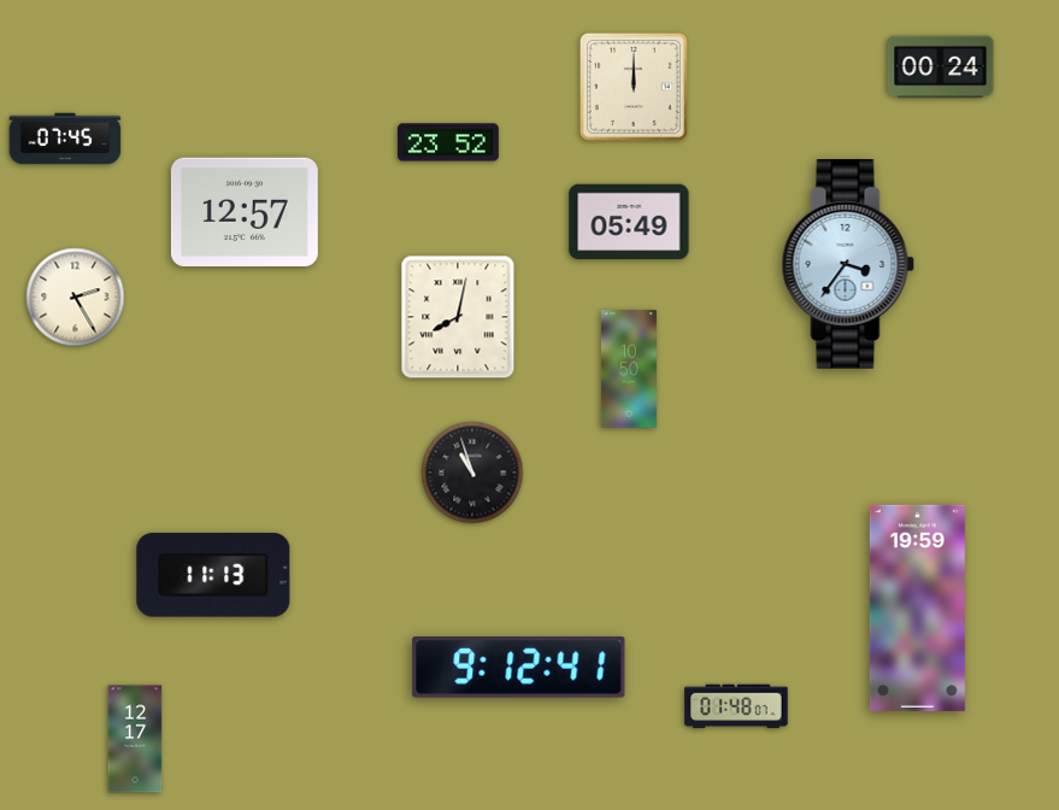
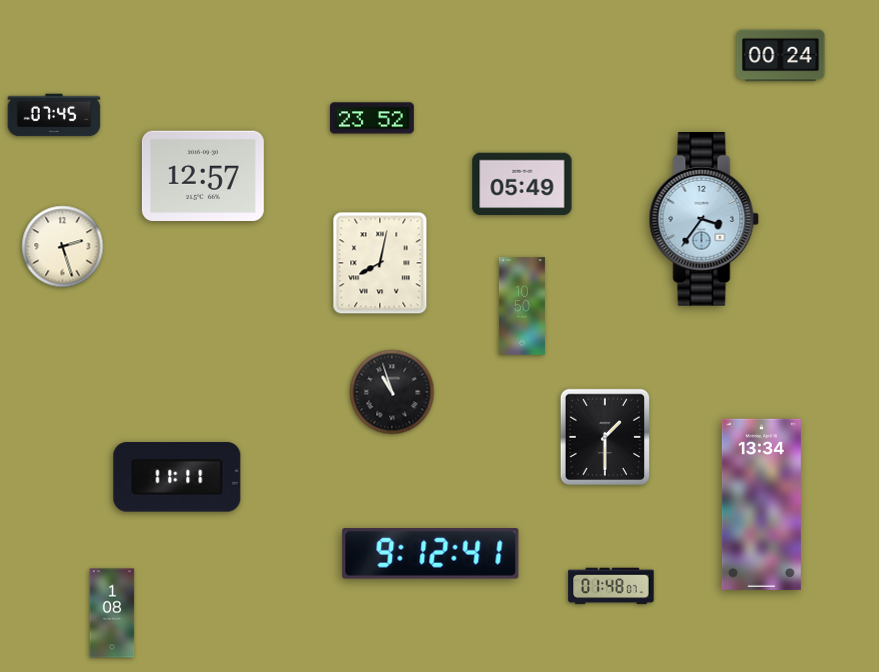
clock at (634, 87): 12:00 -> none
clock at (76, 298): 2:25 -> 2:27
clock at (605, 437): none -> 1:30
clock at (213, 575): 11:13 -> 11:11
clock at (917, 607): 19:59 -> 13:34
clock at (135, 739): 12:17 -> 1:08
